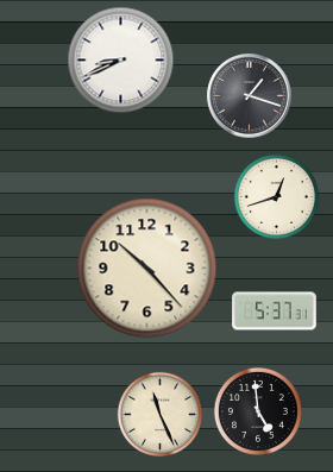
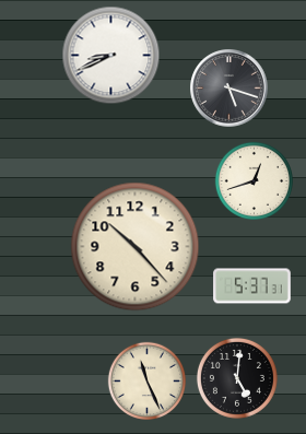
clock at (250, 96): 1:18 -> 5:18
clock at (258, 411): 4:59 -> 5:01
